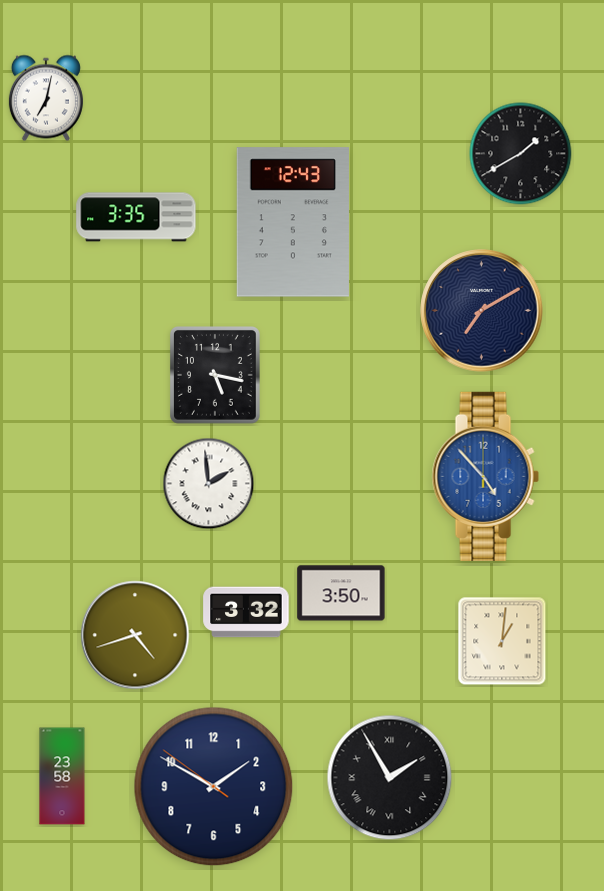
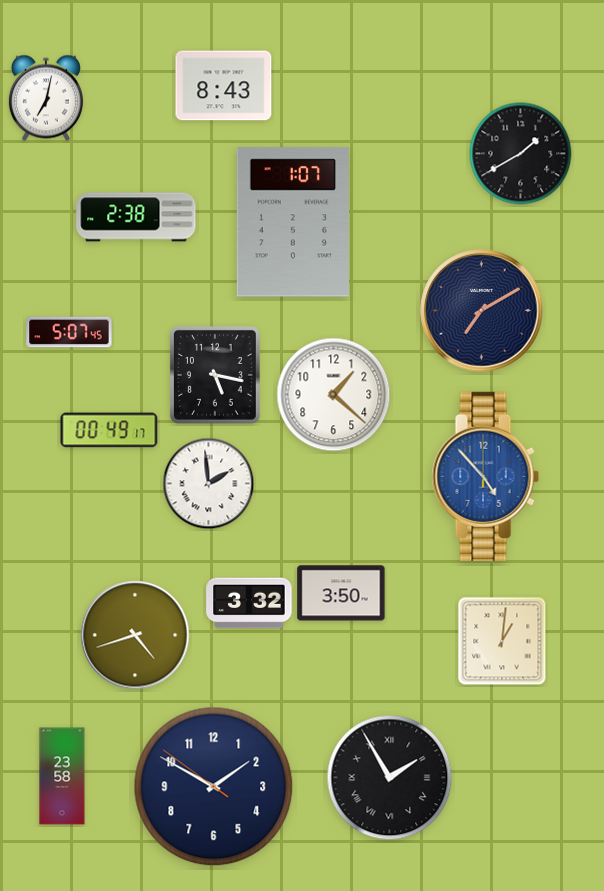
clock at (224, 86): none -> 8:43
clock at (136, 217): 3:35 -> 2:38
clock at (293, 222): 12:43 -> 1:07
clock at (69, 332): none -> 5:07
clock at (334, 395): none -> 1:22
clock at (109, 430): none -> 00:49
clock at (246, 612) position: (246, 612) -> (249, 603)
